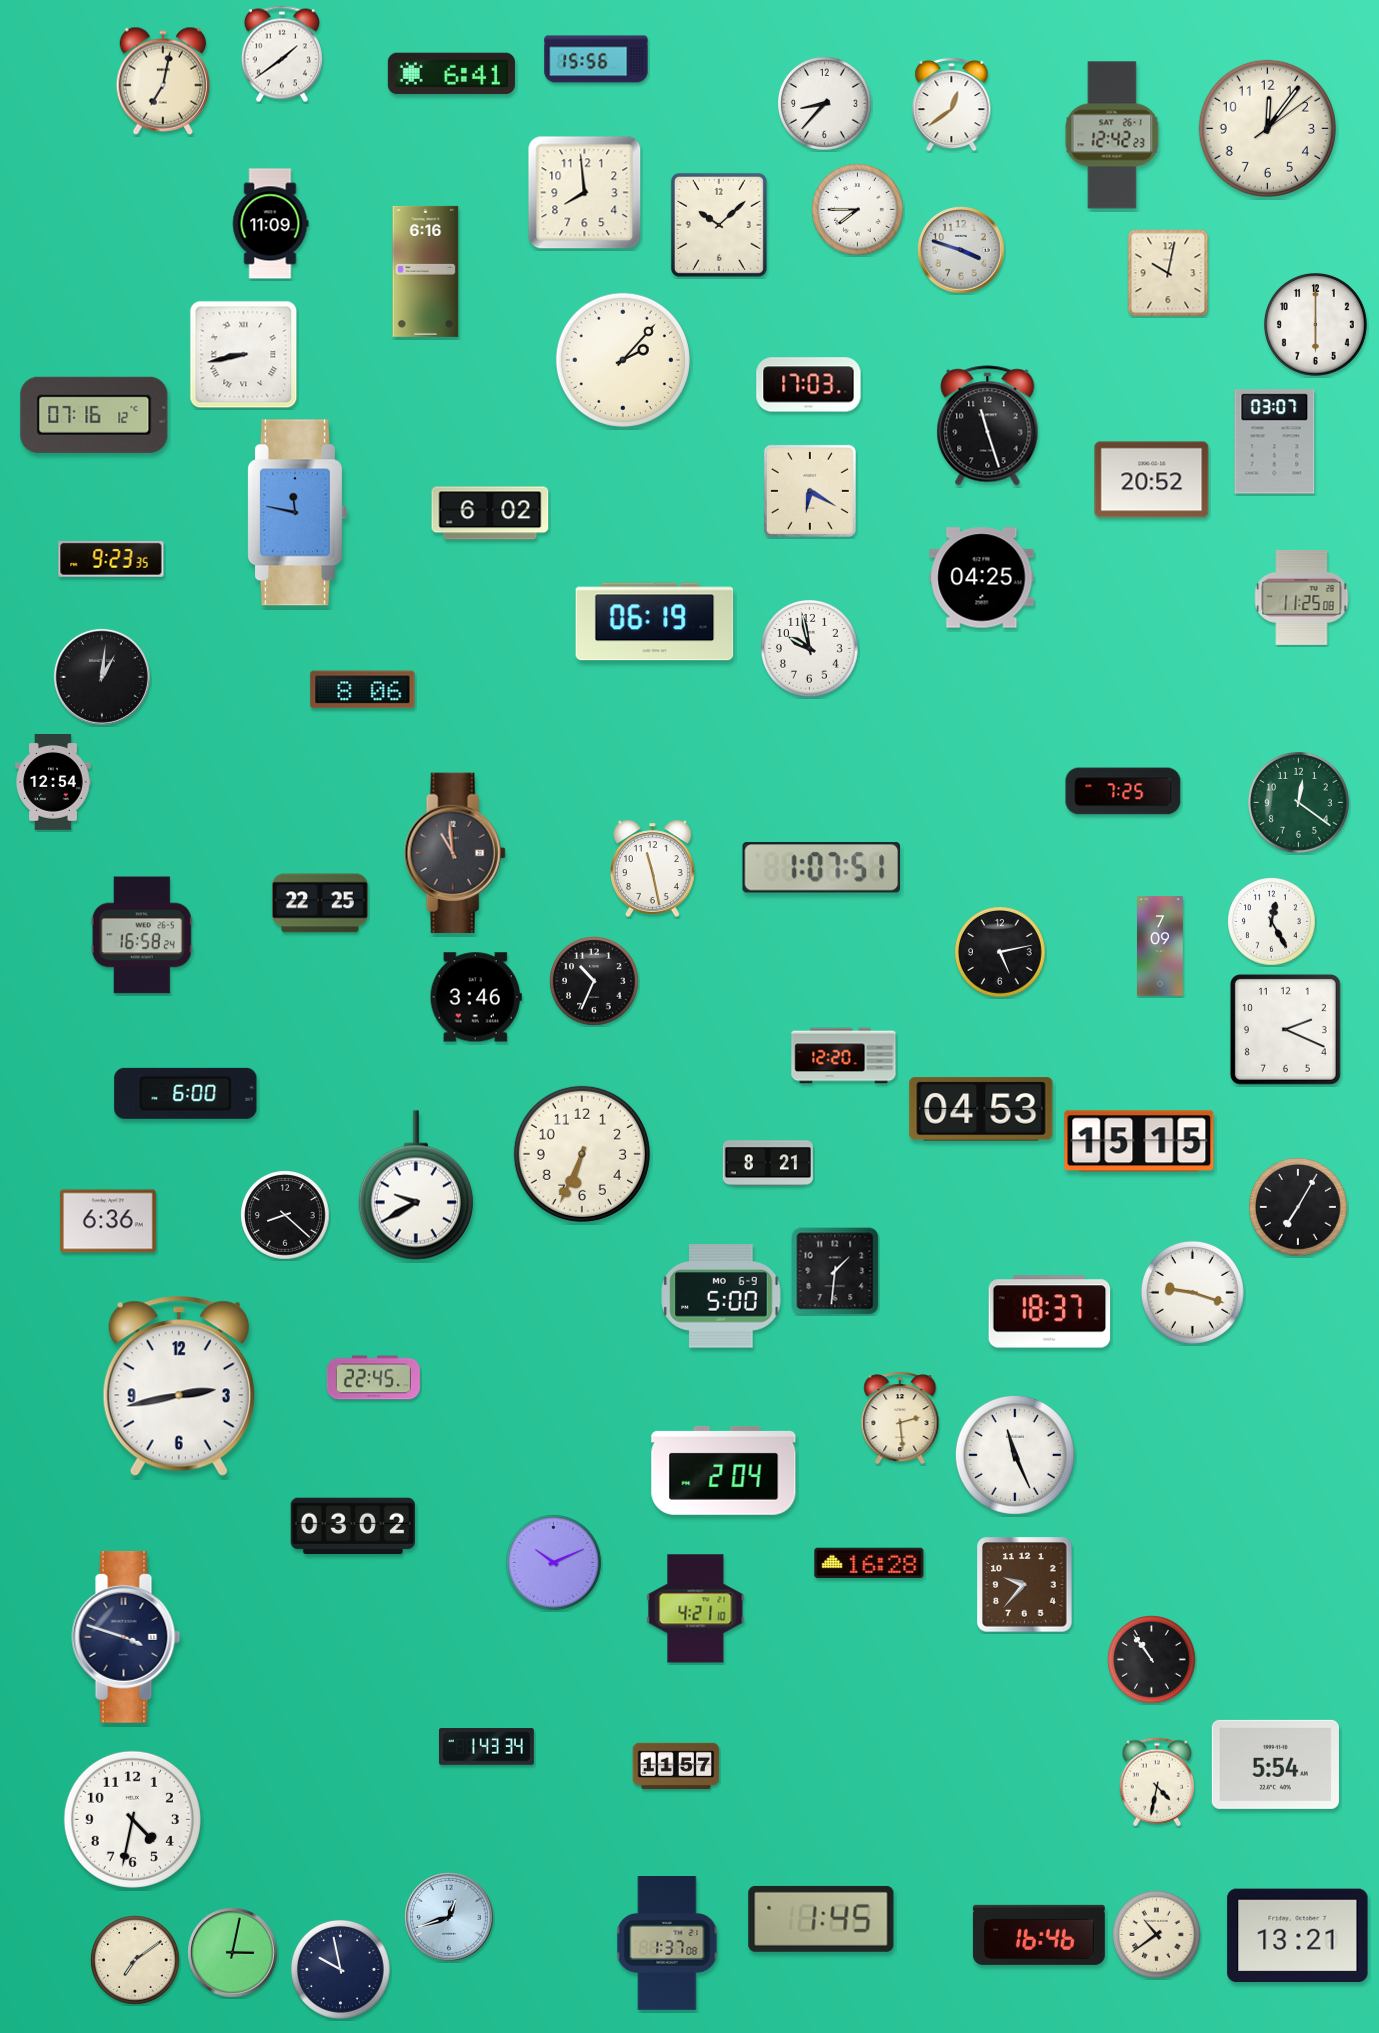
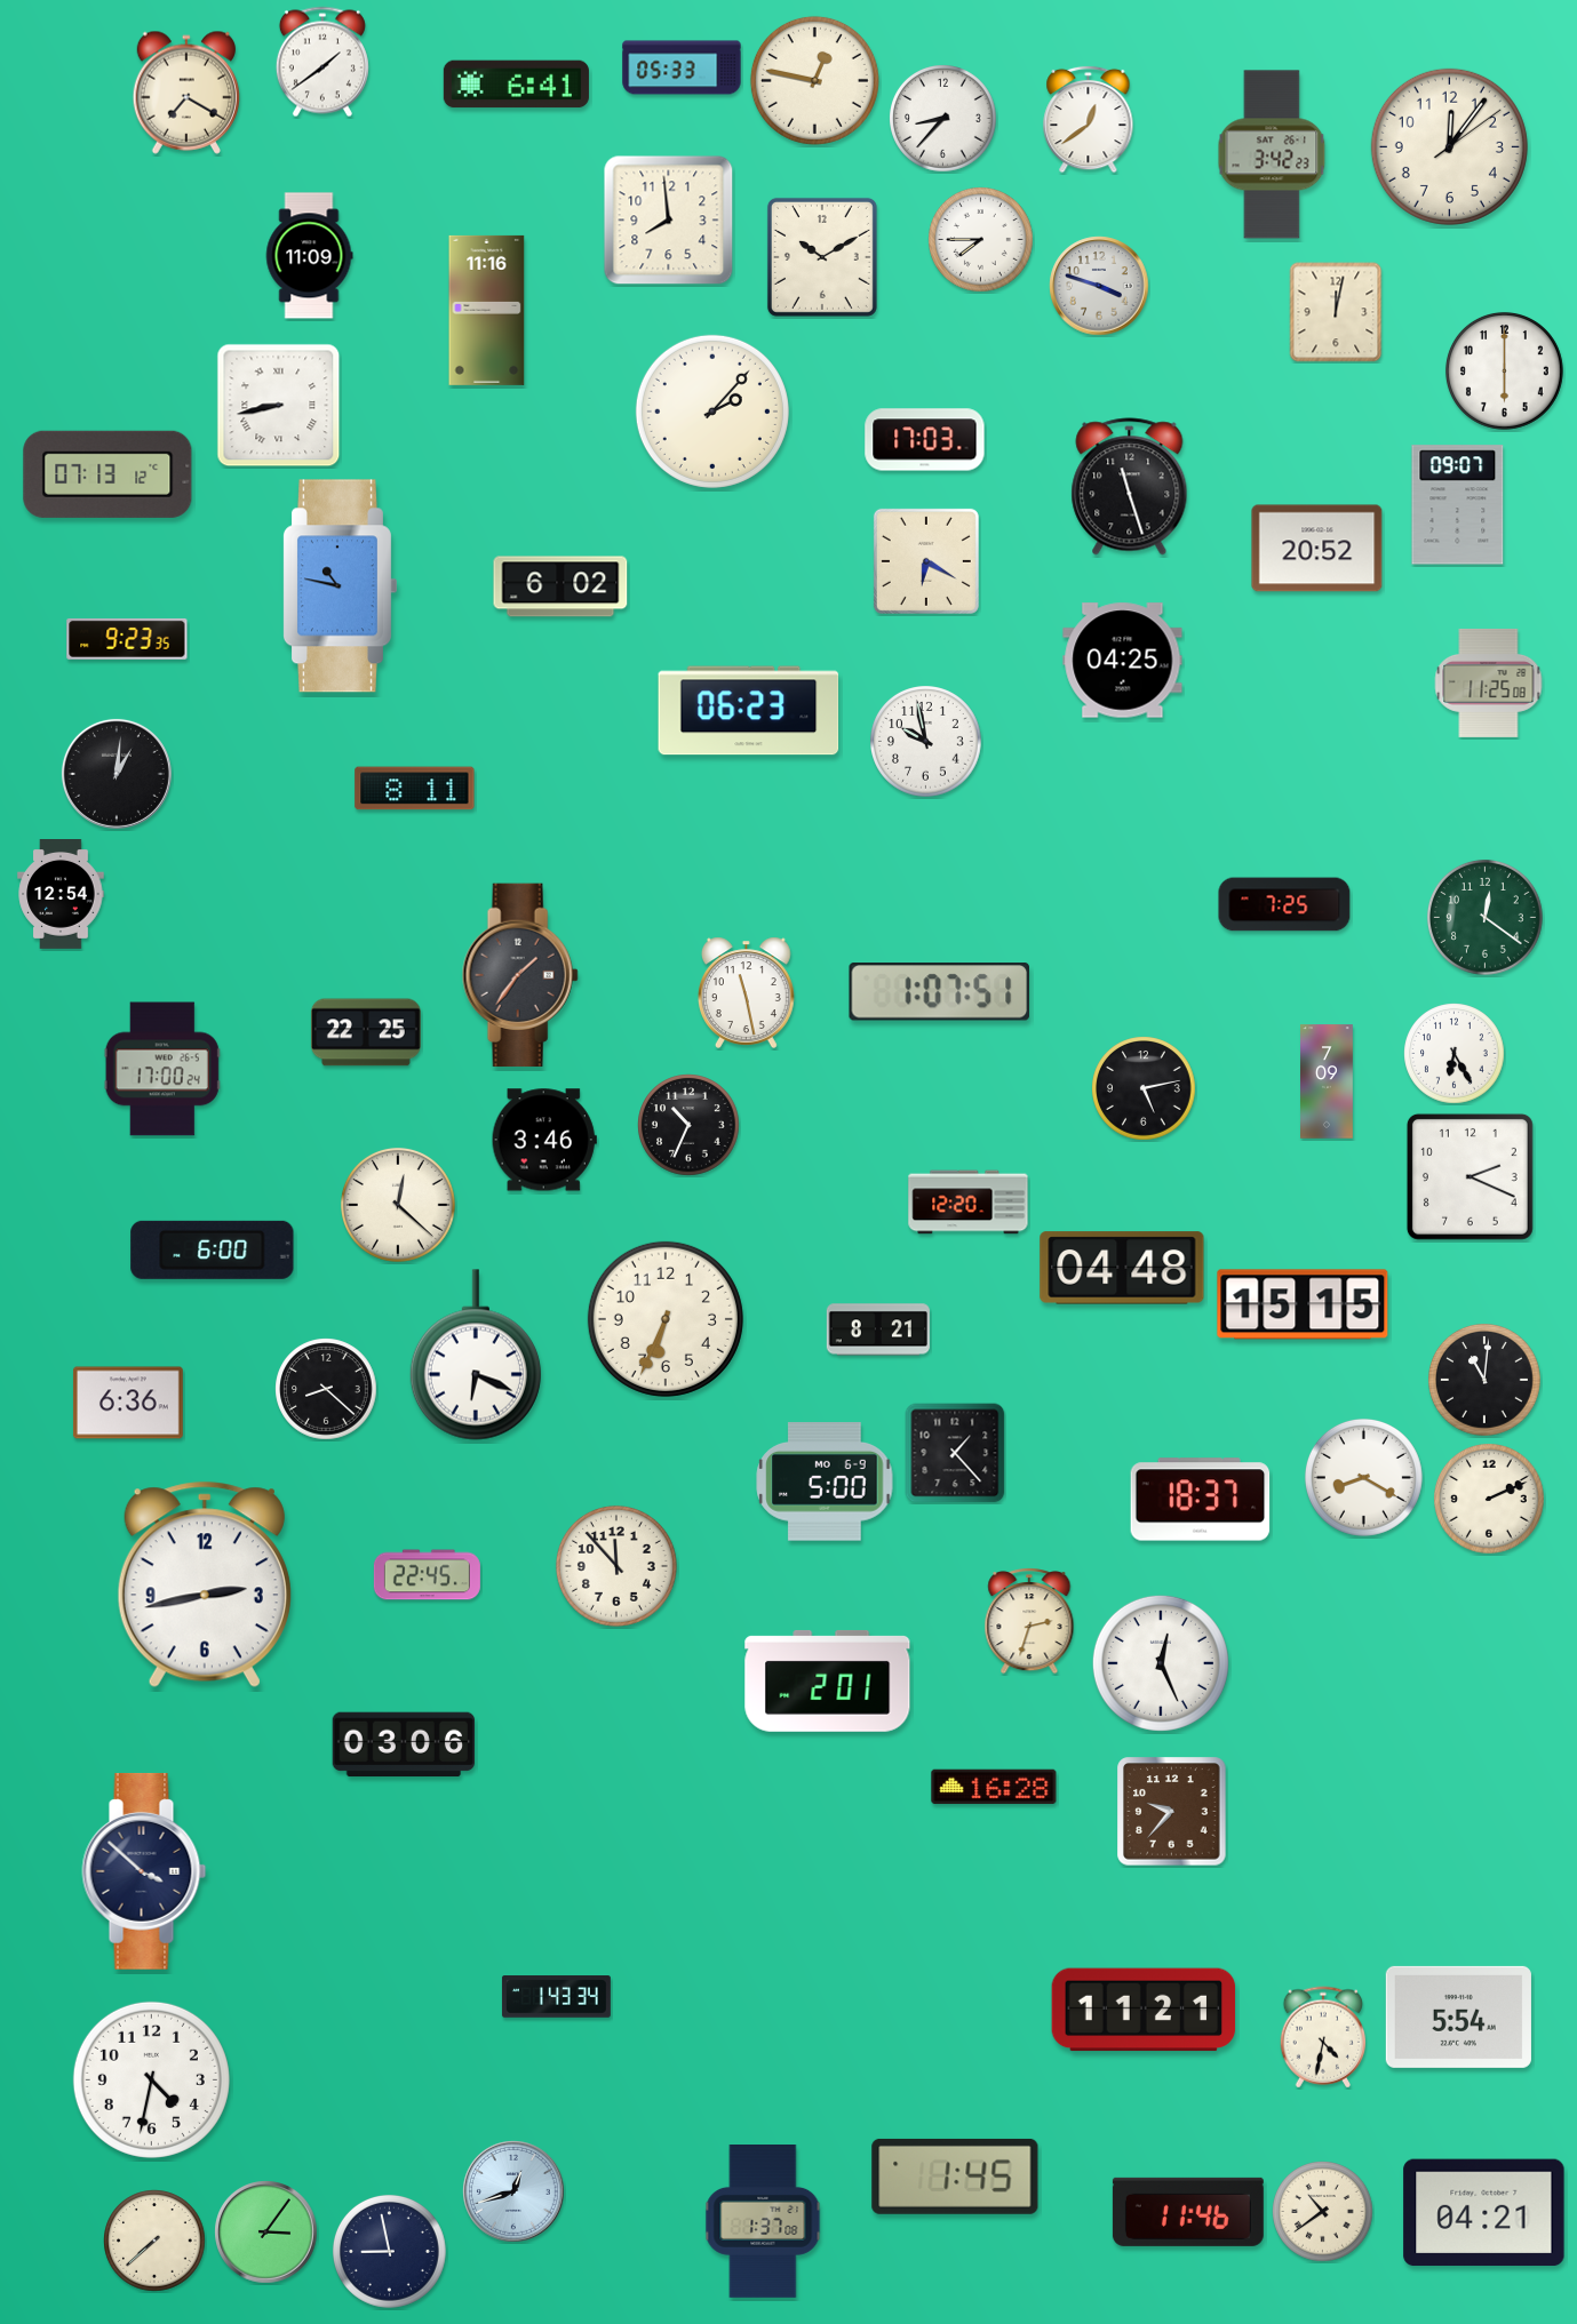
clock at (596, 59): 15:56 -> 05:33
clock at (814, 80): none -> 12:47
clock at (162, 81): 7:02 -> 7:20
clock at (1112, 135): 12:42 -> 3:42
clock at (719, 225): 10:08 -> 10:10
clock at (426, 271): 6:16 -> 11:16
clock at (1168, 273): 10:02 -> 12:02
clock at (94, 415): 07:16 -> 07:13
clock at (1275, 442): 03:07 -> 09:07
clock at (297, 513): 11:47 -> 10:47
clock at (655, 622): 06:19 -> 06:23
clock at (363, 690): 8:06 -> 8:11
clock at (455, 853): 10:59 -> 1:36
clock at (1272, 922): 12:25 -> 6:25
clock at (142, 935): 16:58 -> 17:00
clock at (594, 981) position: (594, 981) -> (688, 1125)
clock at (398, 1205): none -> 12:22
clock at (844, 1056) position: (844, 1056) -> (969, 1203)
clock at (981, 1109): 04:53 -> 04:48
clock at (416, 1185): 9:40 -> 6:19
clock at (1299, 1208): 7:05 -> 11:01
clock at (108, 1221) position: (108, 1221) -> (128, 1403)
clock at (835, 1271): 1:31 -> 1:23
clock at (1192, 1292): 9:18 -> 8:20
clock at (1490, 1500): none -> 2:11
clock at (616, 1566): none -> 11:53
clock at (900, 1419): 2:29 -> 2:33
clock at (1015, 1455): 11:26 -> 12:26
clock at (724, 1470): 2:04 -> 2:01
clock at (352, 1526): 03:02 -> 03:06
clock at (554, 1563): 10:11 -> none
clock at (696, 1609): 4:21 -> none
clock at (126, 1637): 3:48 -> 3:52
clock at (1152, 1660): 10:54 -> none
clock at (1144, 2010): none -> 11:21
clock at (676, 1766): 11:57 -> none
clock at (821, 1919) position: (821, 1919) -> (955, 2177)
clock at (1039, 1935): 16:46 -> 11:46
clock at (1298, 1936): 13:21 -> 04:21
clock at (233, 1953): 3:02 -> 3:06
clock at (135, 1960): 7:09 -> 7:38
clock at (341, 1970): 9:58 -> 8:58
